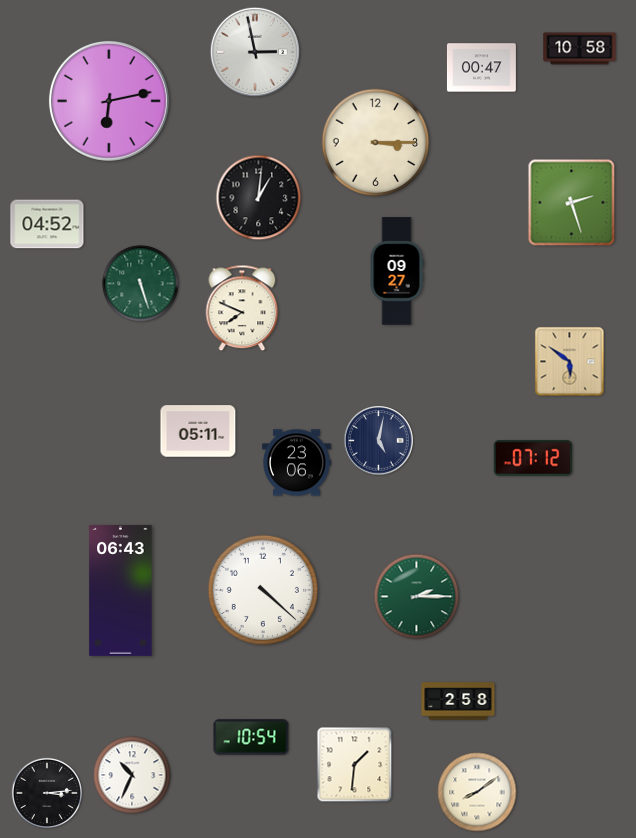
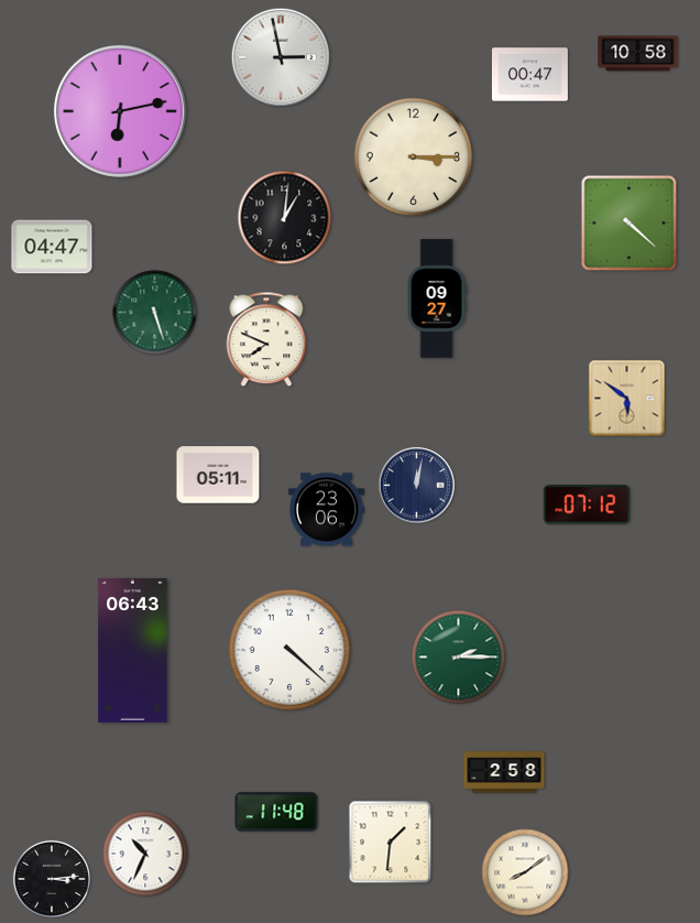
clock at (572, 203): 2:27 -> 4:22
clock at (47, 224): 04:52 -> 04:47
clock at (379, 441): 5:02 -> 12:02
clock at (251, 737): 10:54 -> 11:48
clock at (47, 793) position: (47, 793) -> (52, 879)
